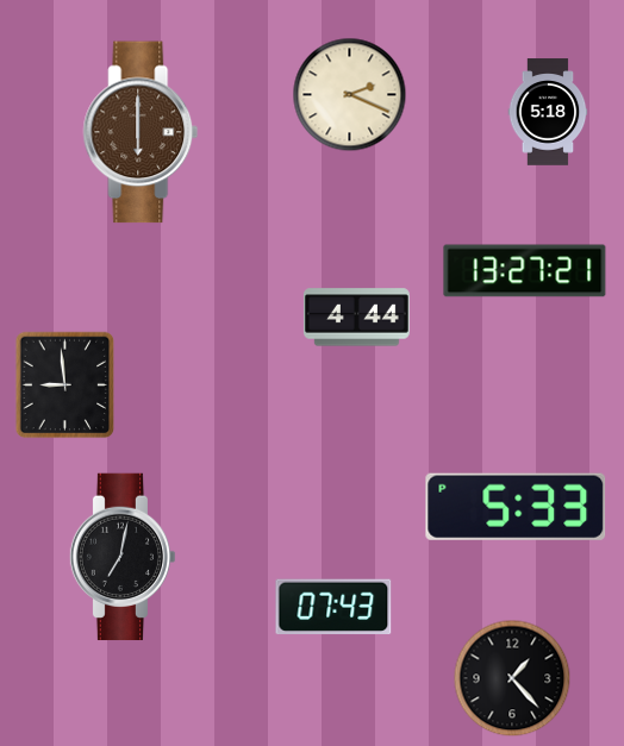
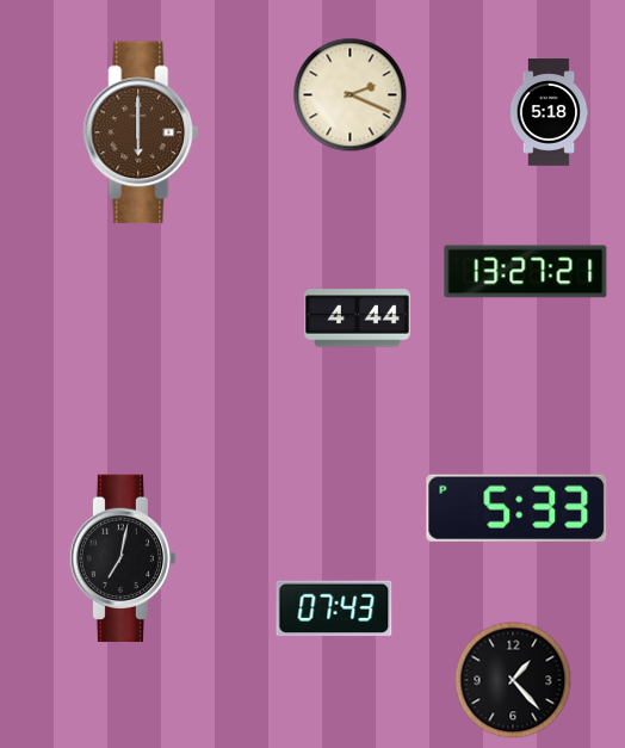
clock at (65, 385): 8:59 -> none
